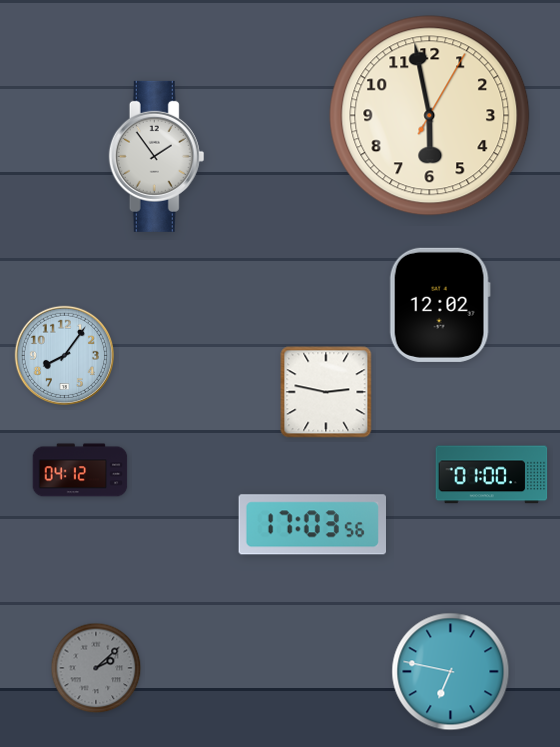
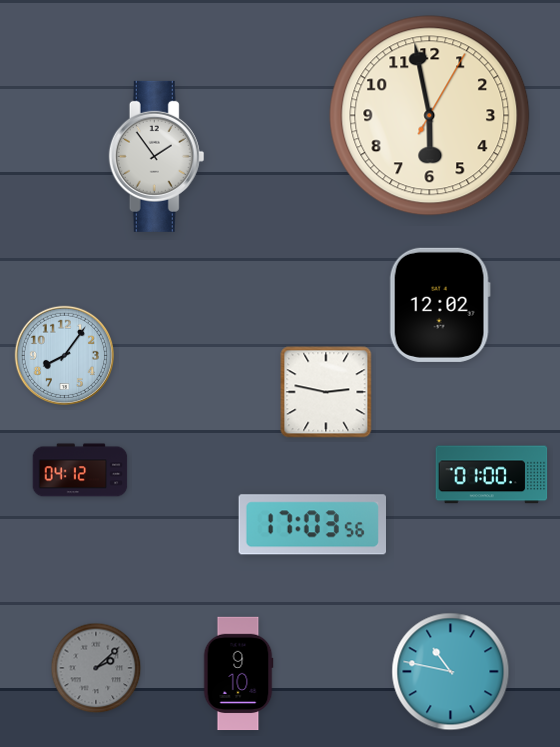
clock at (451, 672): 6:47 -> 10:47
clock at (238, 674): none -> 9:10
